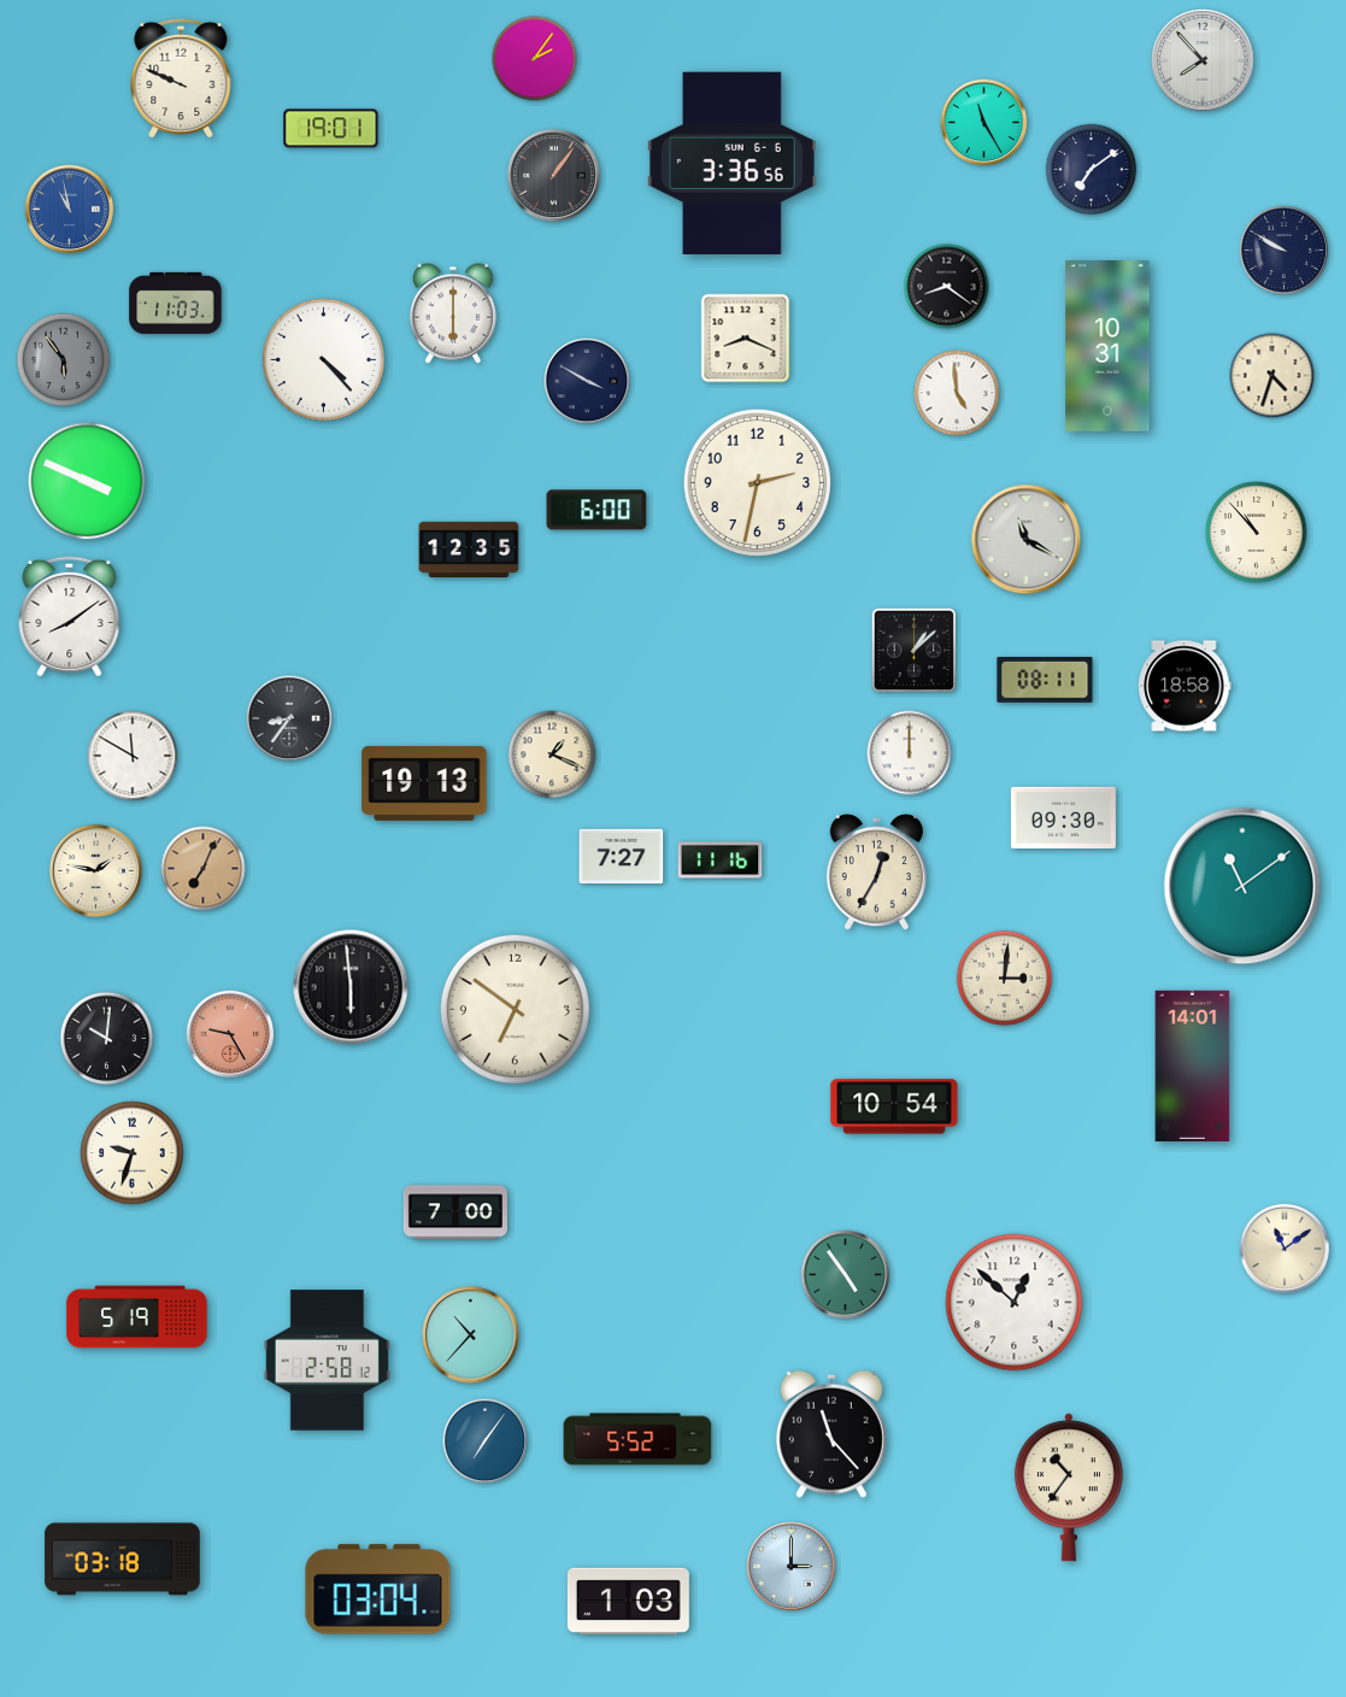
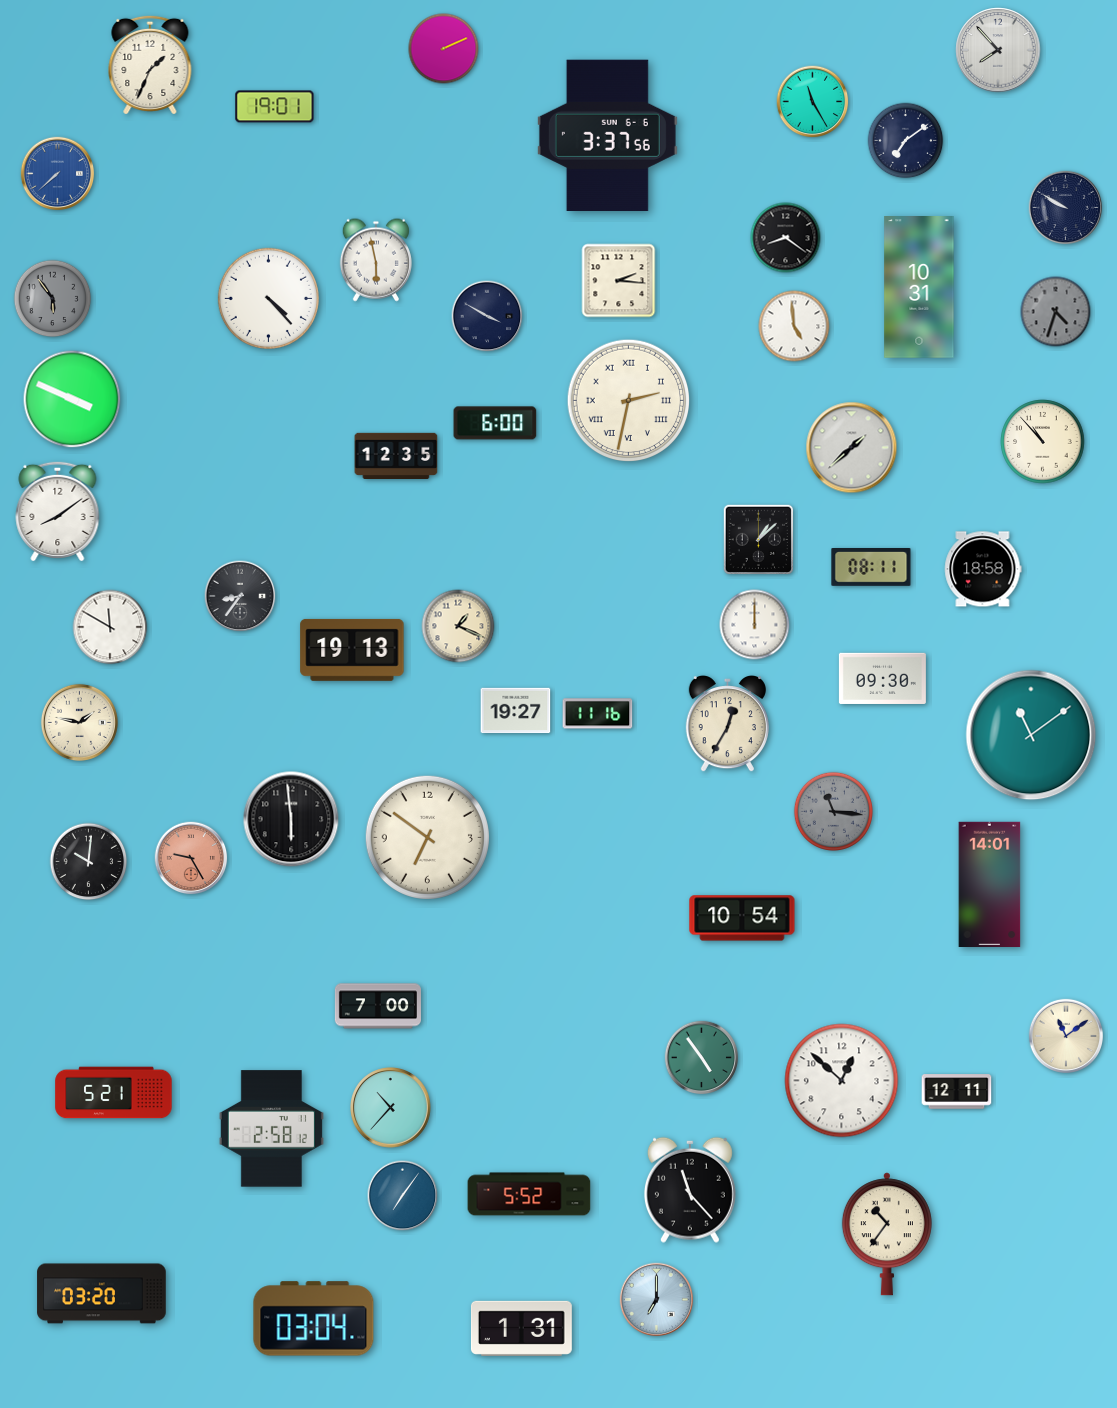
clock at (535, 59): 2:06 -> 2:11
clock at (181, 77): 9:49 -> 1:34
clock at (984, 123) position: (984, 123) -> (813, 102)
clock at (731, 163): 3:36 -> 3:37
clock at (553, 175): 1:06 -> none
clock at (70, 210): 10:58 -> 7:38
clock at (176, 303): 11:03 -> none
clock at (453, 313): 6:00 -> 5:58
clock at (746, 339): 8:19 -> 2:16
clock at (1272, 376) dial: cream -> grey
clock at (758, 483) numerals: Arabic -> Roman
clock at (1027, 540): 11:20 -> 1:38
clock at (469, 548) position: (469, 548) -> (396, 455)
clock at (1045, 681) position: (1045, 681) -> (871, 568)
clock at (622, 857): 7:27 -> 19:27
clock at (204, 869): 7:04 -> none
clock at (1004, 977): 3:01 -> 11:16
clock at (1004, 977) dial: cream -> grey
clock at (133, 1153): 9:33 -> none
clock at (957, 1092): none -> 12:11
clock at (137, 1317): 5:19 -> 5:21
clock at (123, 1560): 03:18 -> 03:20
clock at (792, 1567): 3:00 -> 7:00
clock at (628, 1601): 1:03 -> 1:31
